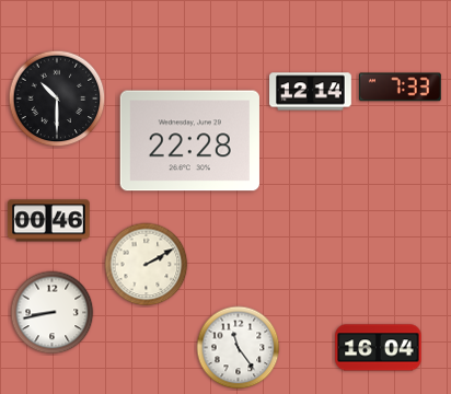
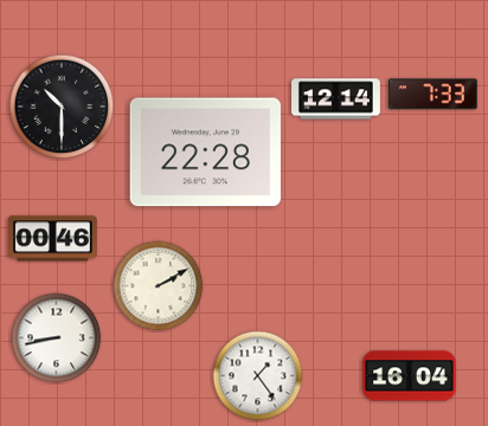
clock at (239, 348): 11:24 -> 1:24
